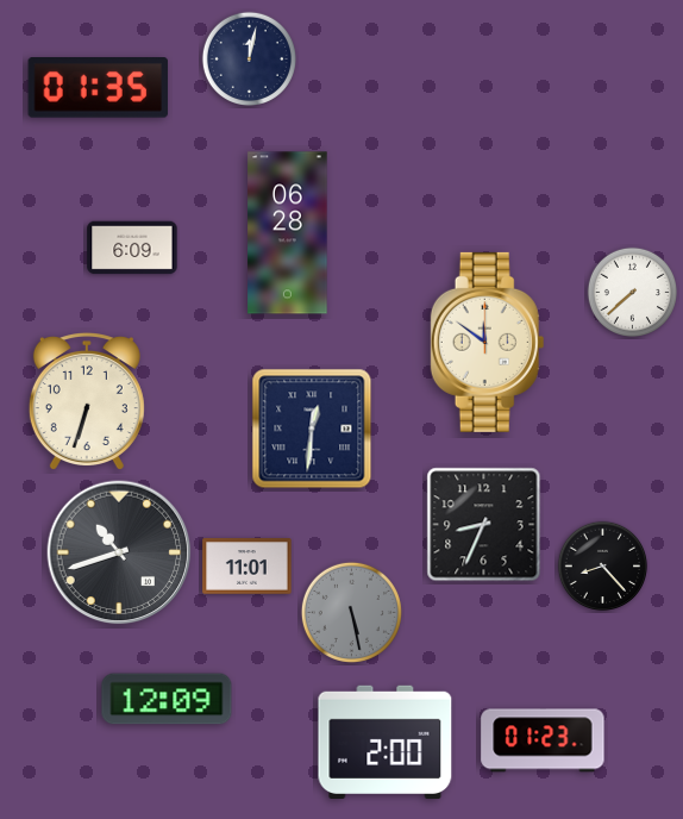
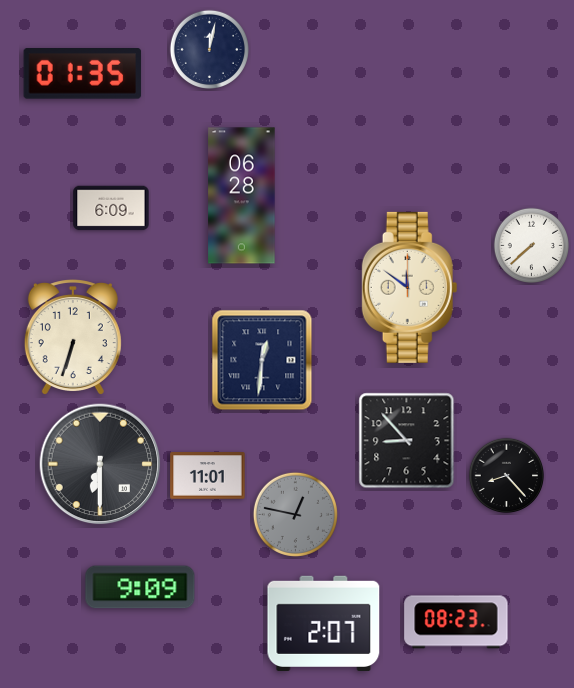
clock at (484, 525): 8:34 -> 8:53
clock at (119, 552): 10:42 -> 6:30
clock at (351, 612): 5:28 -> 12:47
clock at (167, 699): 12:09 -> 9:09
clock at (543, 740): 01:23 -> 08:23
clock at (386, 742): 2:00 -> 2:07
